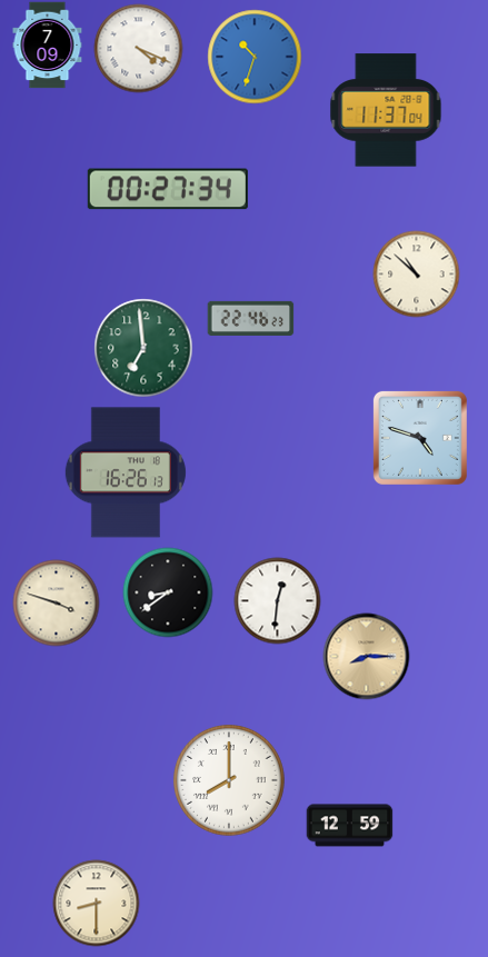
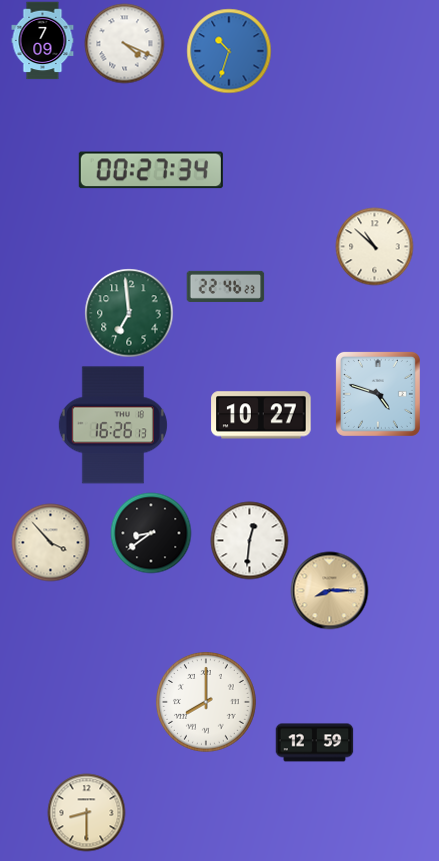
clock at (386, 110): 11:37 -> none
clock at (261, 415): none -> 10:27
clock at (56, 602): 3:48 -> 3:53
